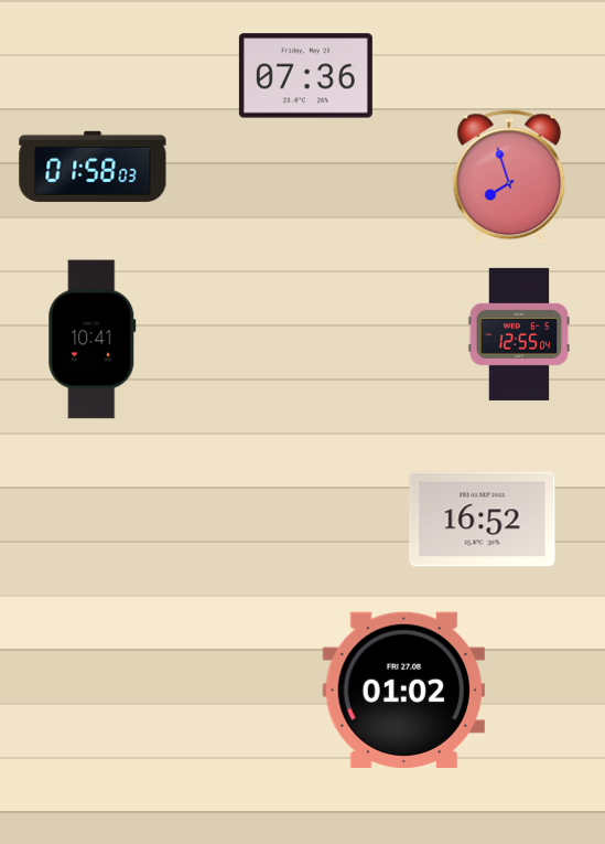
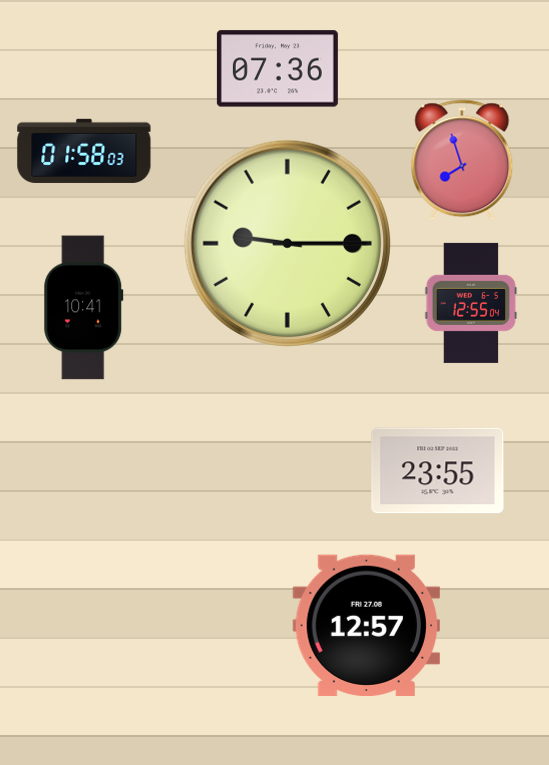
clock at (287, 243): none -> 9:15
clock at (483, 520): 16:52 -> 23:55
clock at (404, 690): 01:02 -> 12:57
